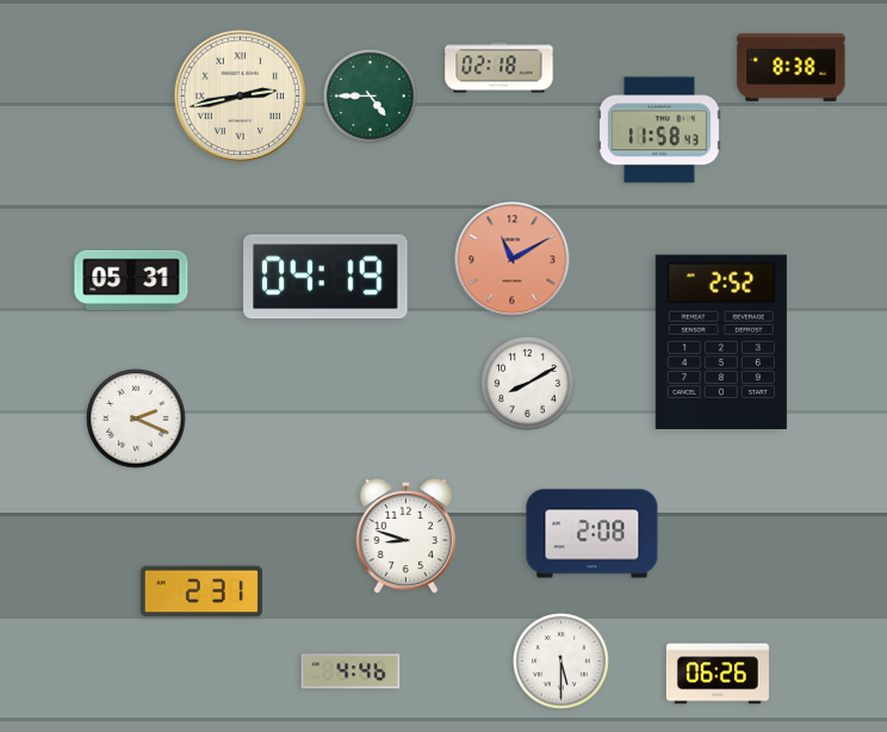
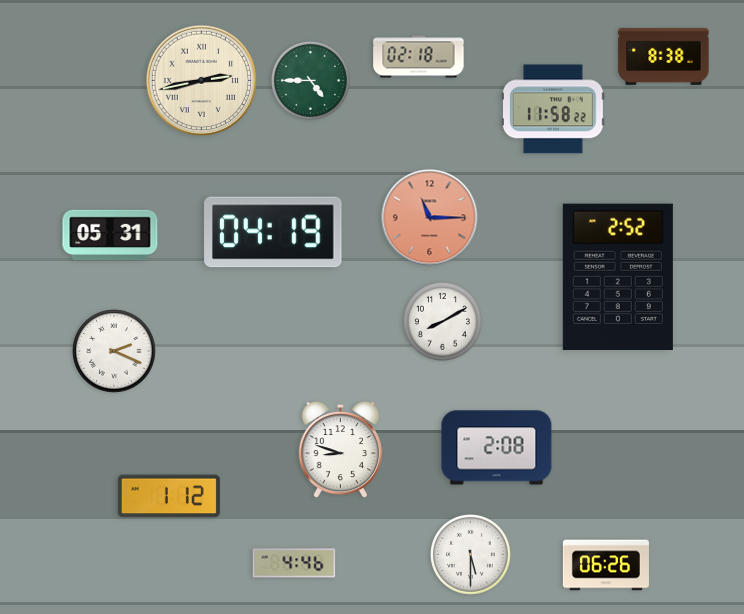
clock at (659, 130): 11:58:43 -> 11:58:22
clock at (513, 260): 11:10 -> 11:15
clock at (721, 341) position: (721, 341) -> (618, 276)
clock at (201, 591): 2:31 -> 1:12
clock at (718, 674) position: (718, 674) -> (606, 565)
